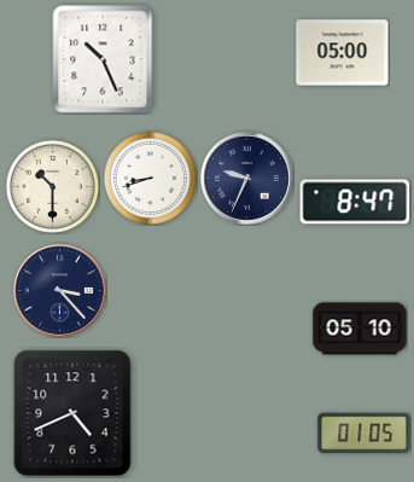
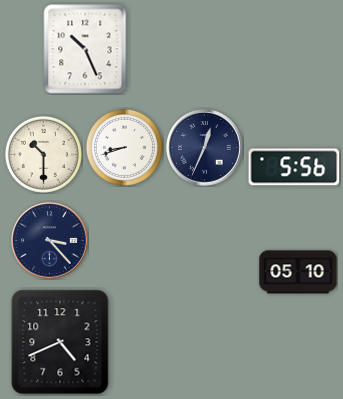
clock at (343, 53): 05:00 -> none
clock at (247, 179): 9:34 -> 12:34
clock at (355, 202): 8:47 -> 5:56
clock at (365, 434): 01:05 -> none
